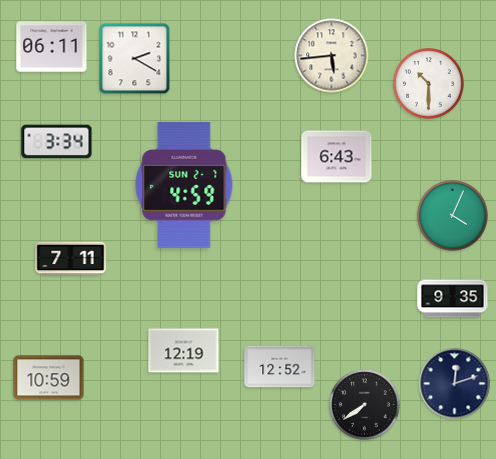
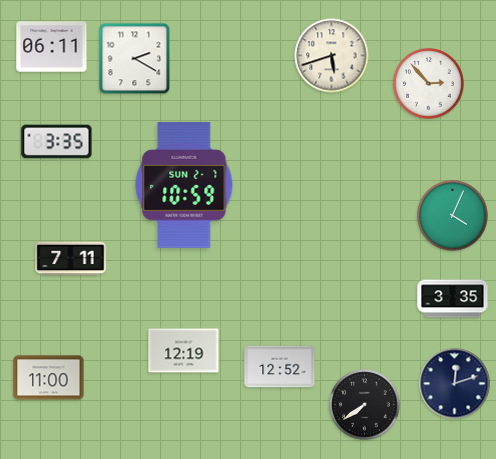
clock at (332, 56): 5:44 -> 5:42
clock at (429, 84): 10:30 -> 2:53
clock at (57, 142): 3:34 -> 3:35
clock at (337, 157): 6:43 -> none
clock at (184, 186): 4:59 -> 10:59
clock at (453, 299): 9:35 -> 3:35
clock at (49, 378): 10:59 -> 11:00
